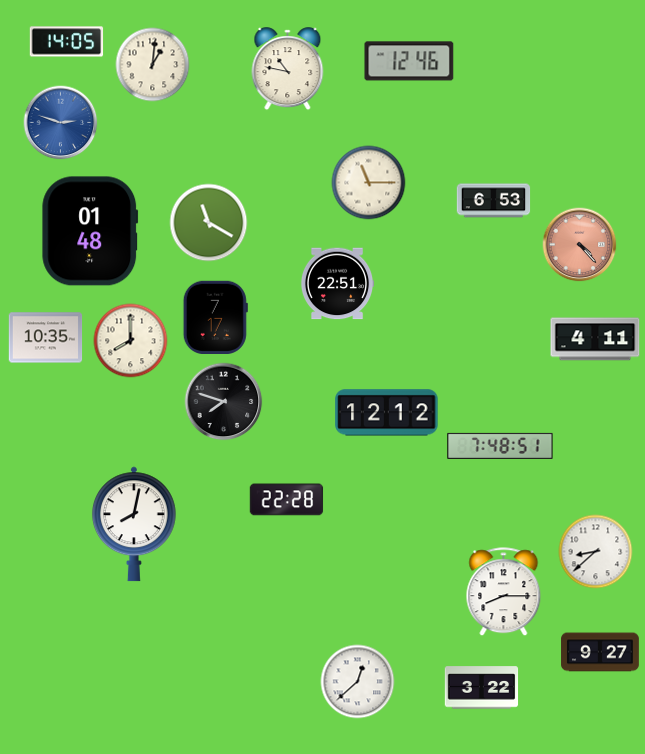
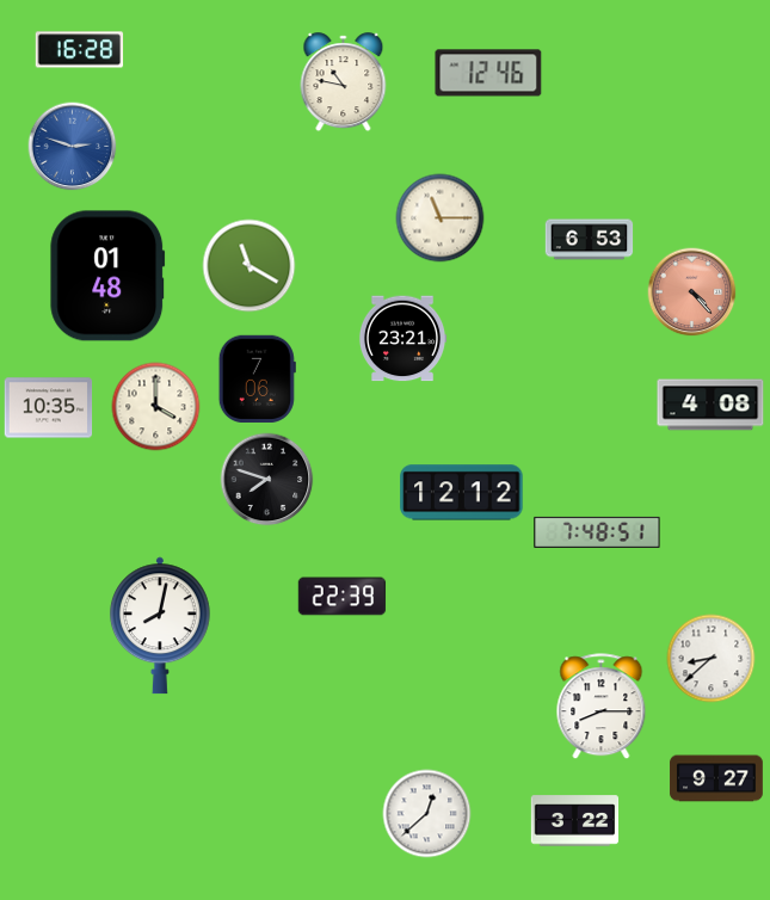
clock at (67, 42): 14:05 -> 16:28
clock at (153, 65): 1:01 -> none
clock at (337, 284): 22:51 -> 23:21
clock at (215, 317): 7:17 -> 7:06
clock at (46, 338) position: (46, 338) -> (49, 408)
clock at (595, 339): 4:11 -> 4:08
clock at (131, 341): 8:00 -> 4:00
clock at (287, 500): 22:28 -> 22:39
